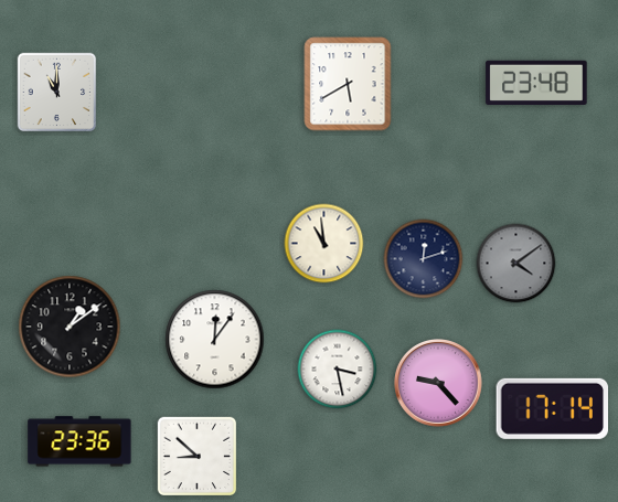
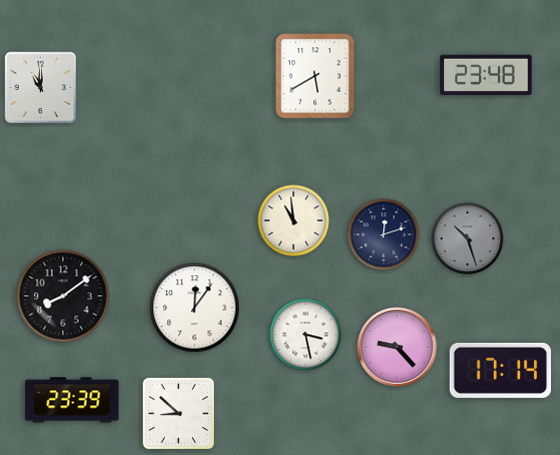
clock at (57, 93) position: (57, 93) -> (41, 88)
clock at (516, 264): 4:09 -> 10:27
clock at (70, 327): 1:09 -> 8:09
clock at (79, 441): 23:36 -> 23:39
